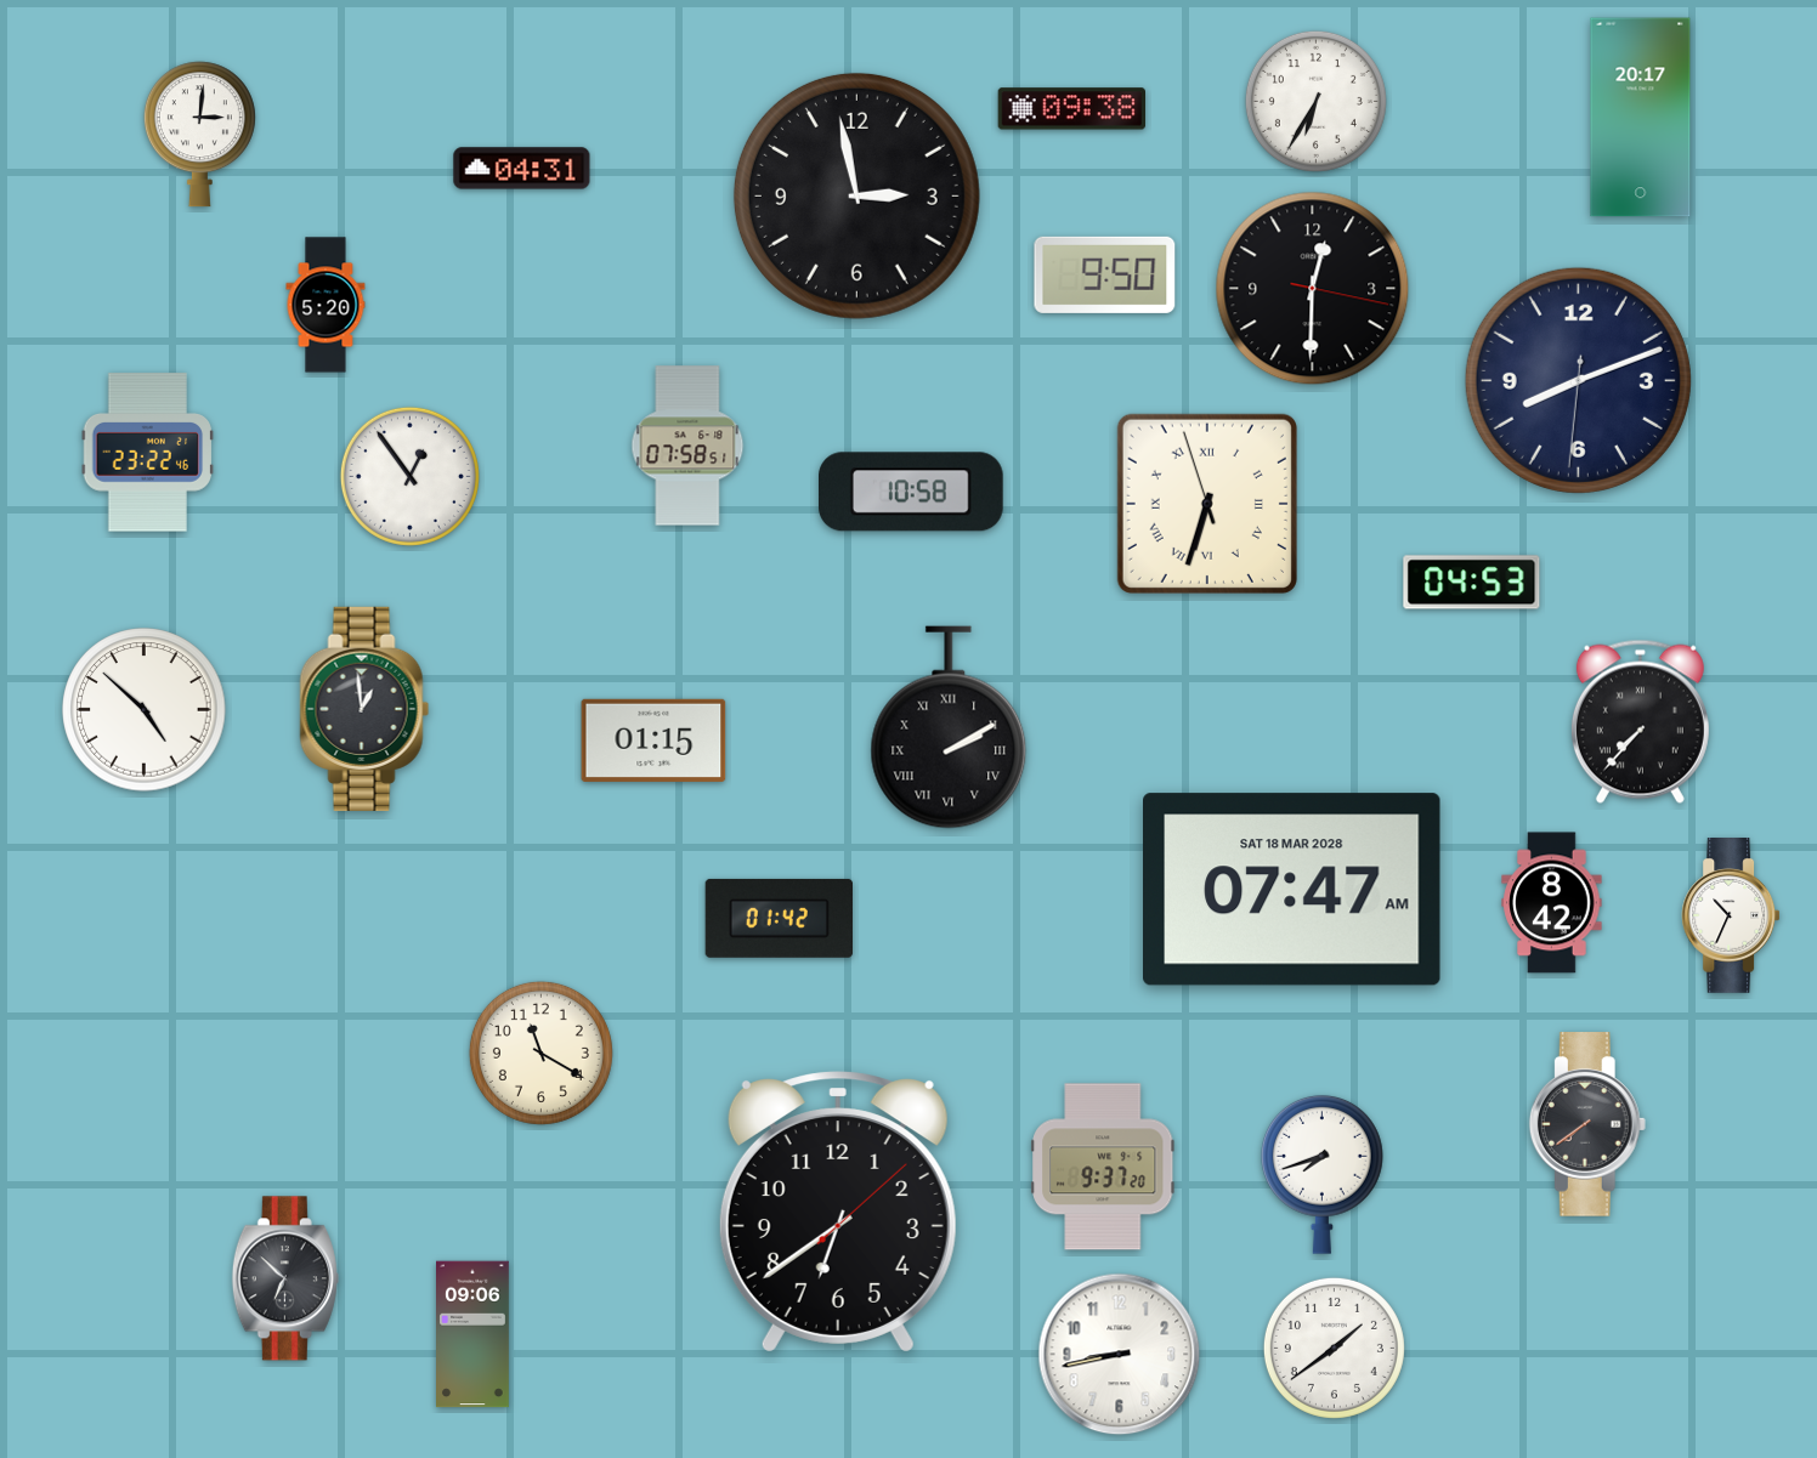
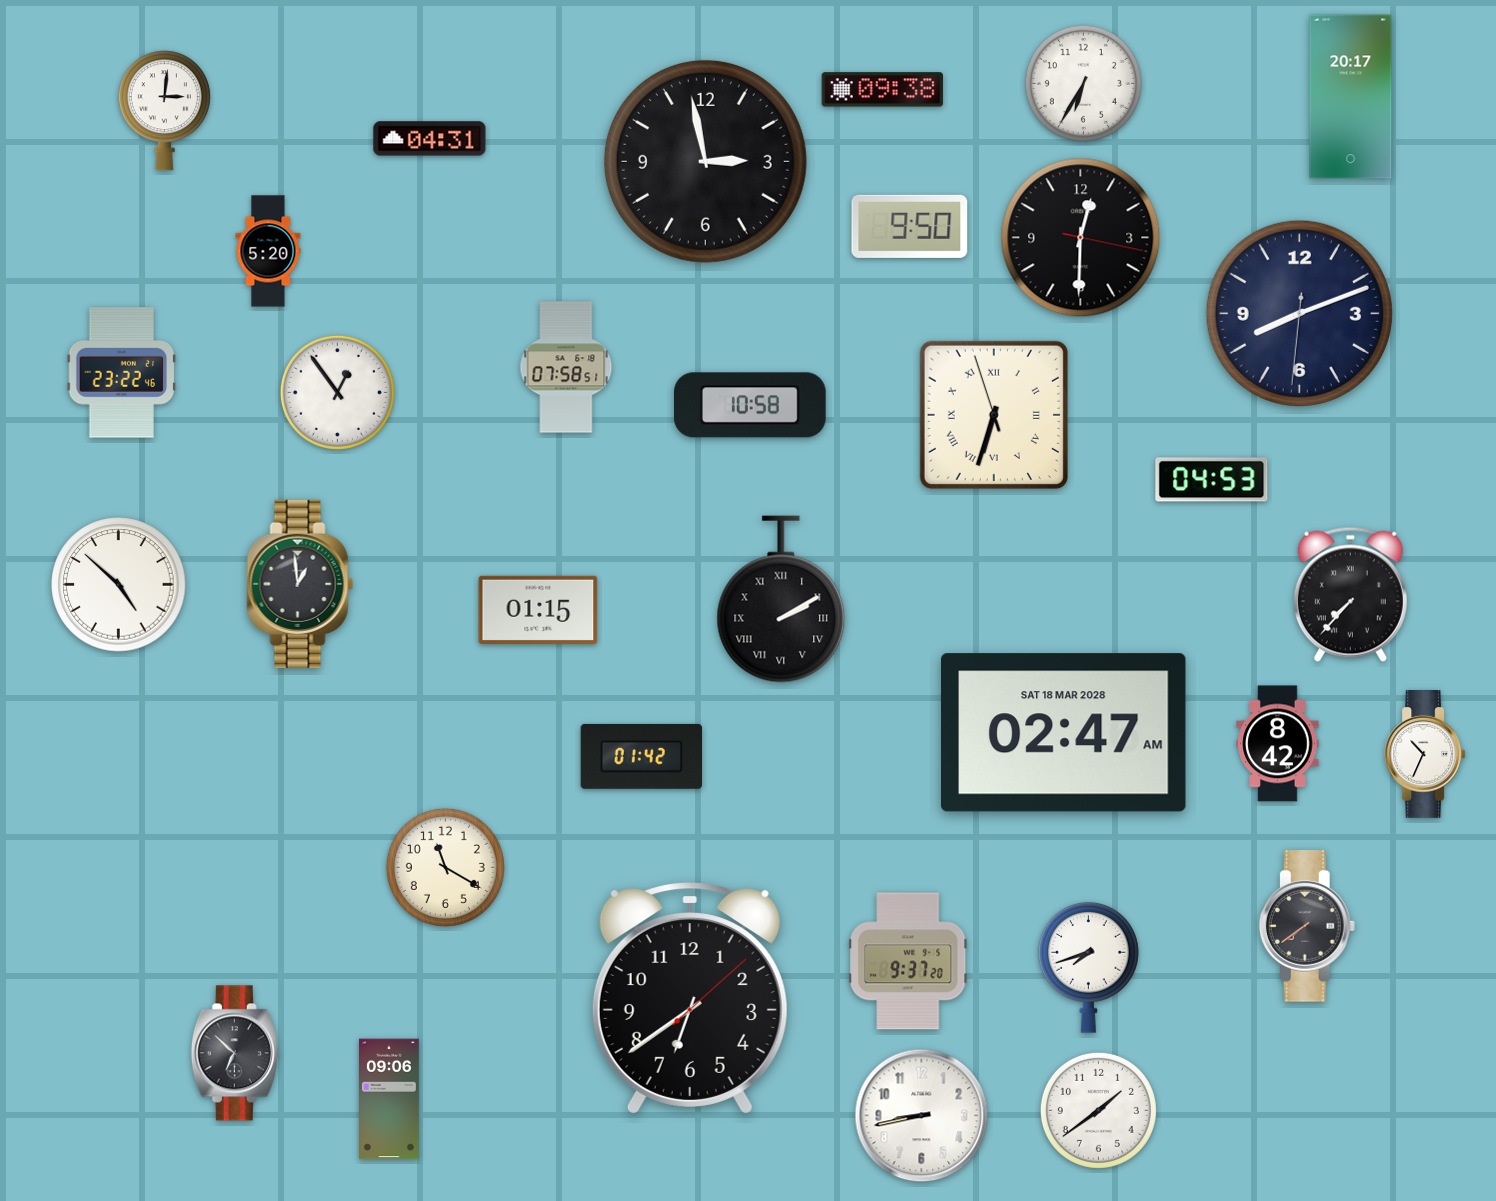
clock at (1292, 890): 07:47 -> 02:47
